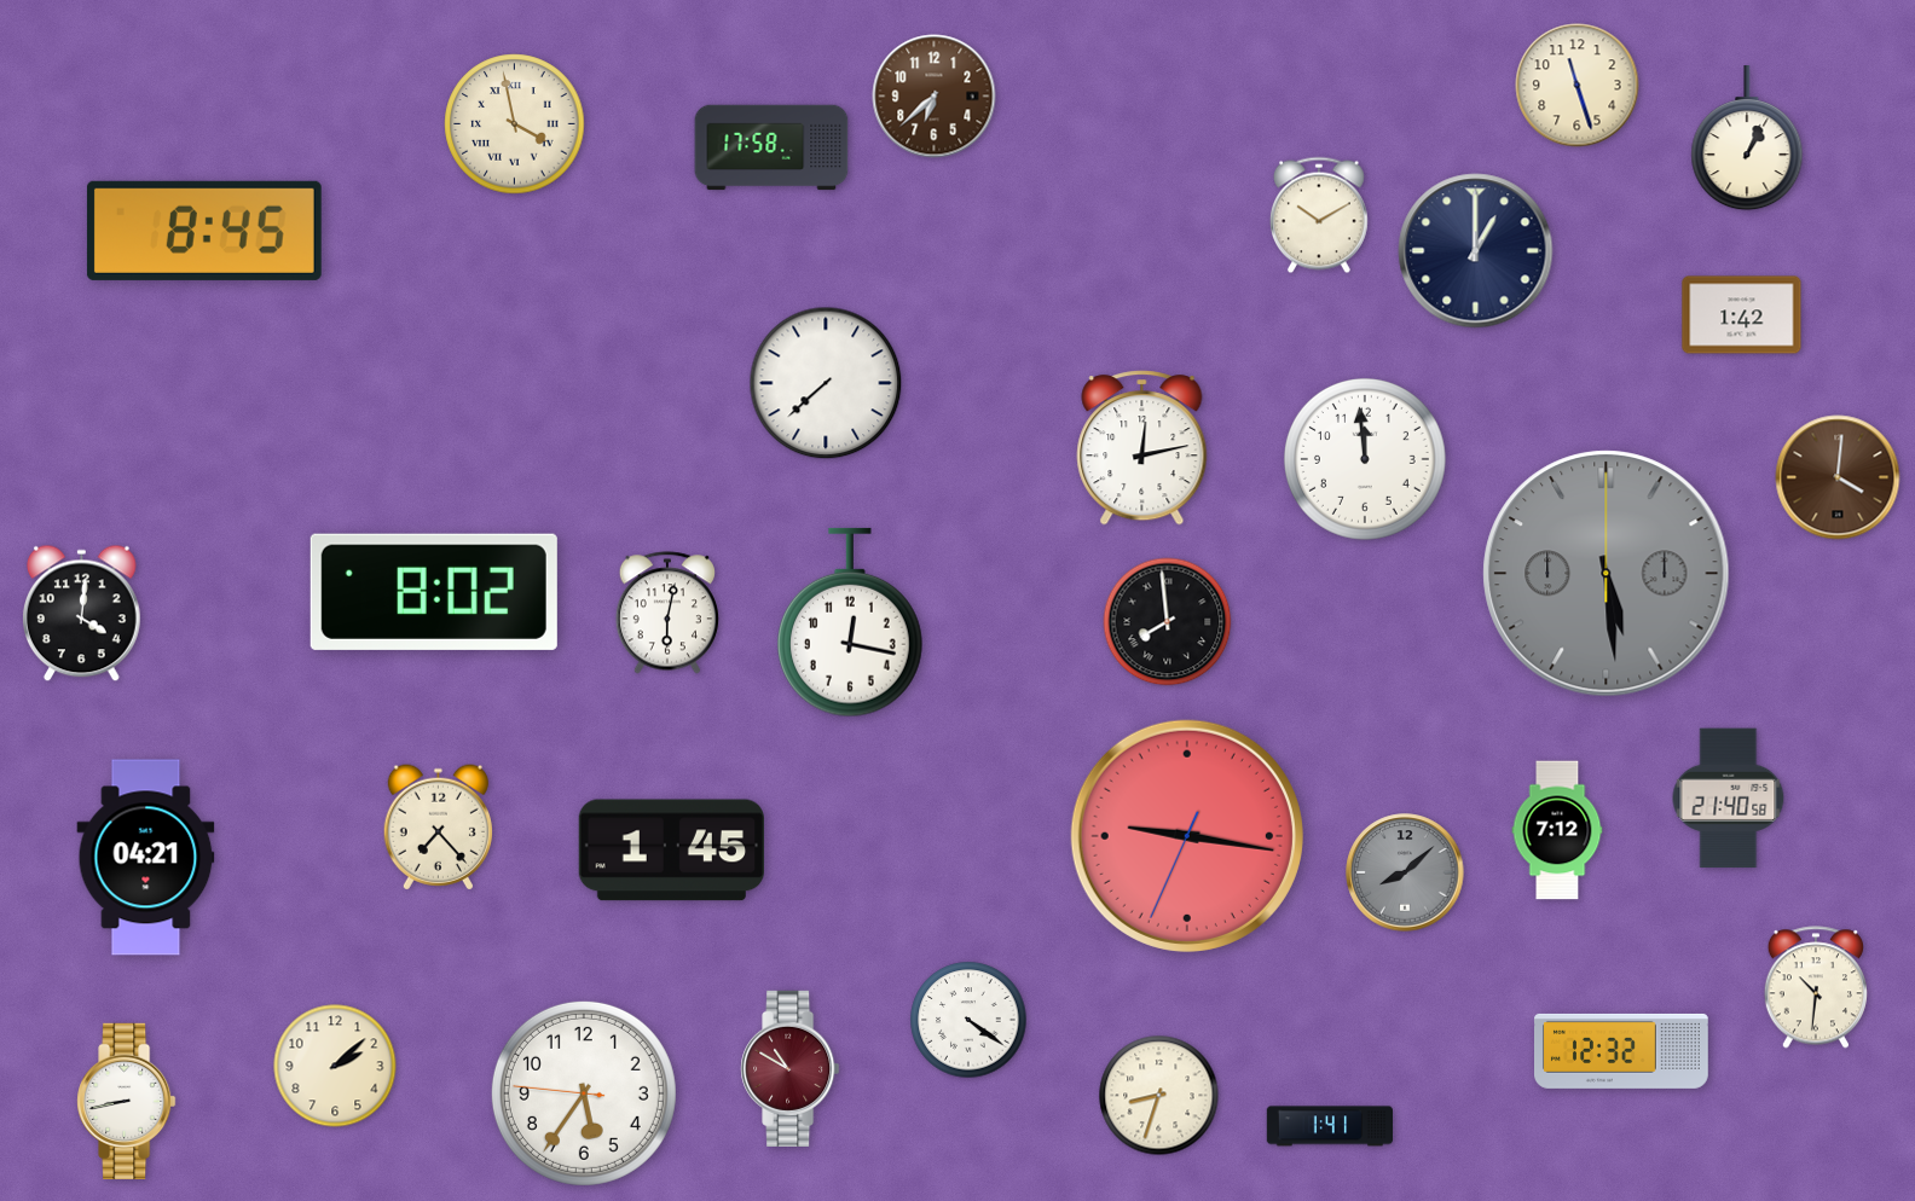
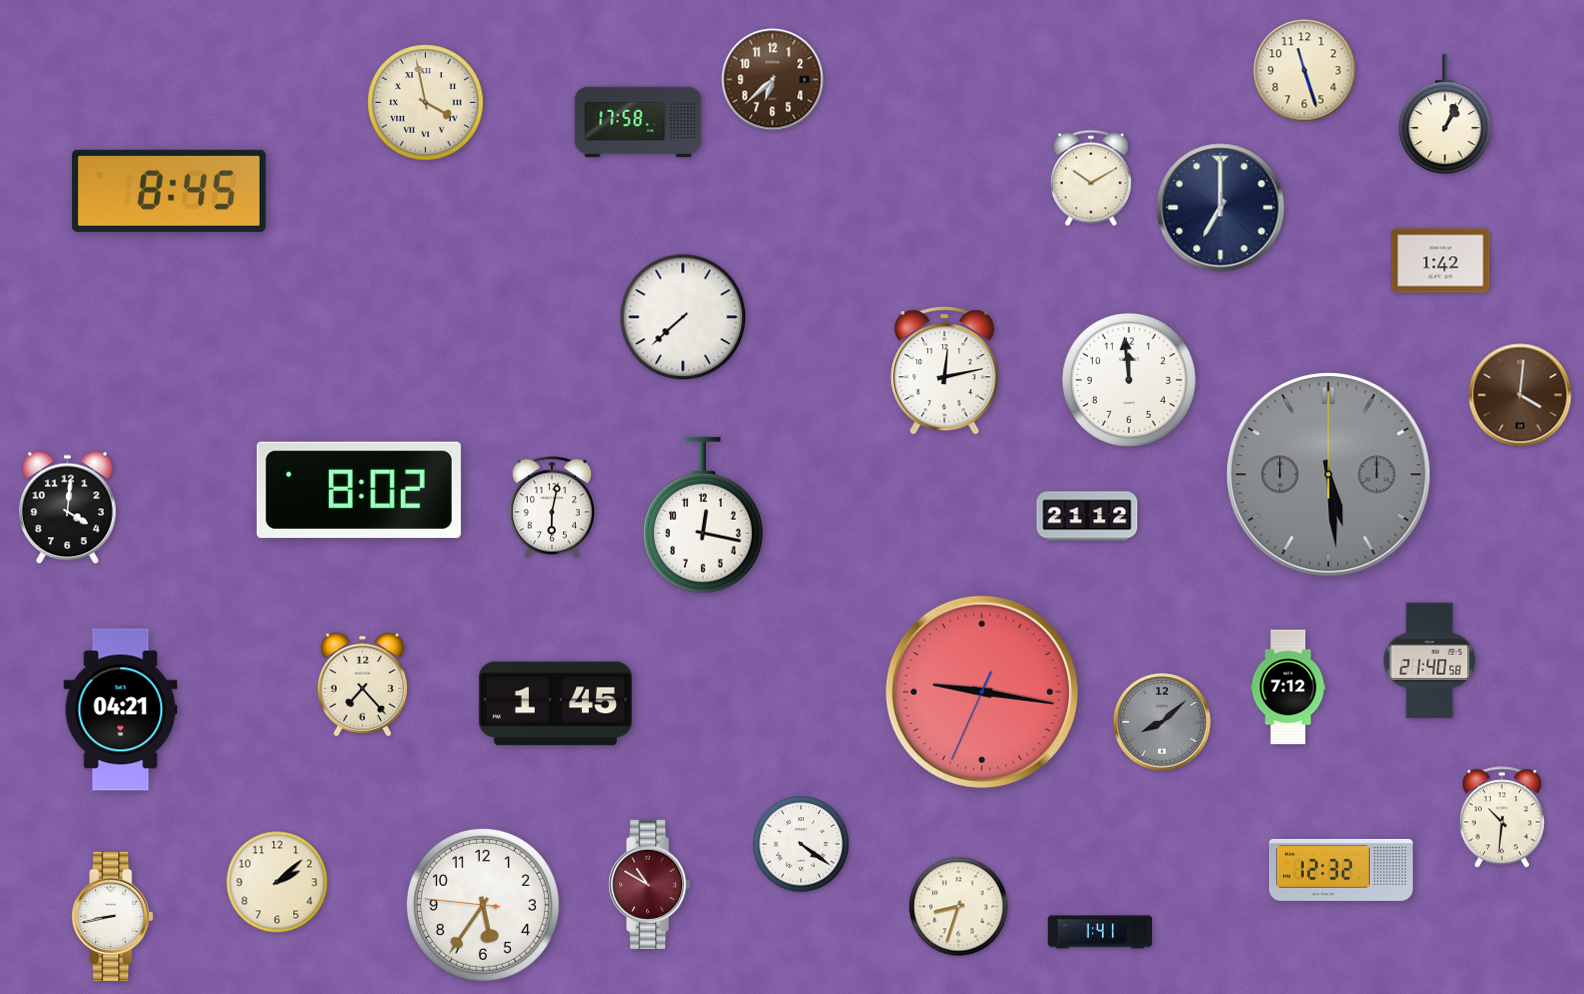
clock at (1476, 251): 1:00 -> 7:00
clock at (1168, 622): 7:59 -> none
clock at (1087, 516): none -> 21:12
clock at (791, 1068) position: (791, 1068) -> (650, 884)
clock at (127, 1101) position: (127, 1101) -> (113, 916)
